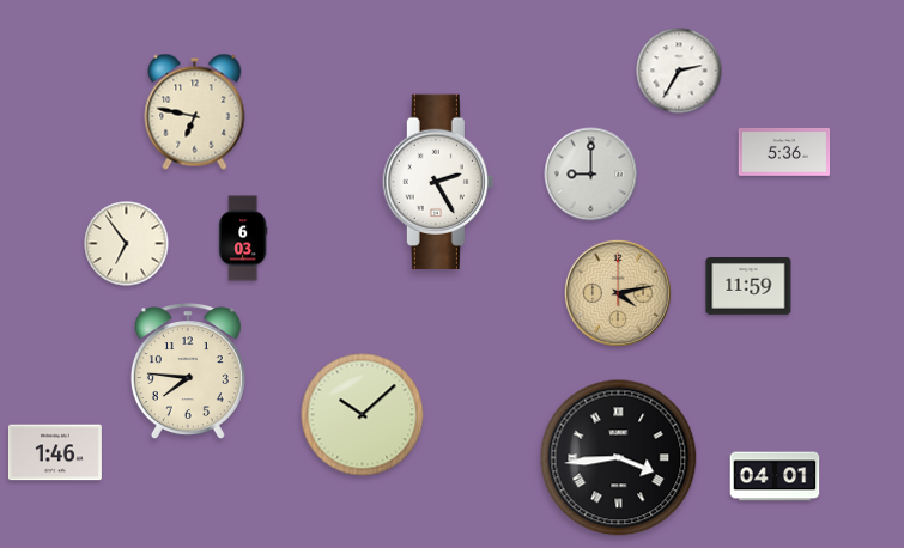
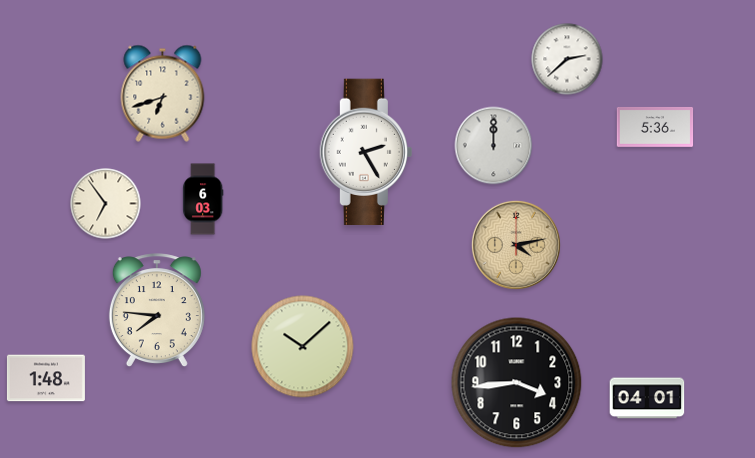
clock at (679, 71): 2:35 -> 2:38
clock at (195, 111): 6:47 -> 6:42
clock at (591, 175): 9:00 -> 12:00
clock at (748, 287): 11:59 -> none
clock at (55, 452): 1:46 -> 1:48
clock at (619, 458) numerals: Roman -> Arabic
